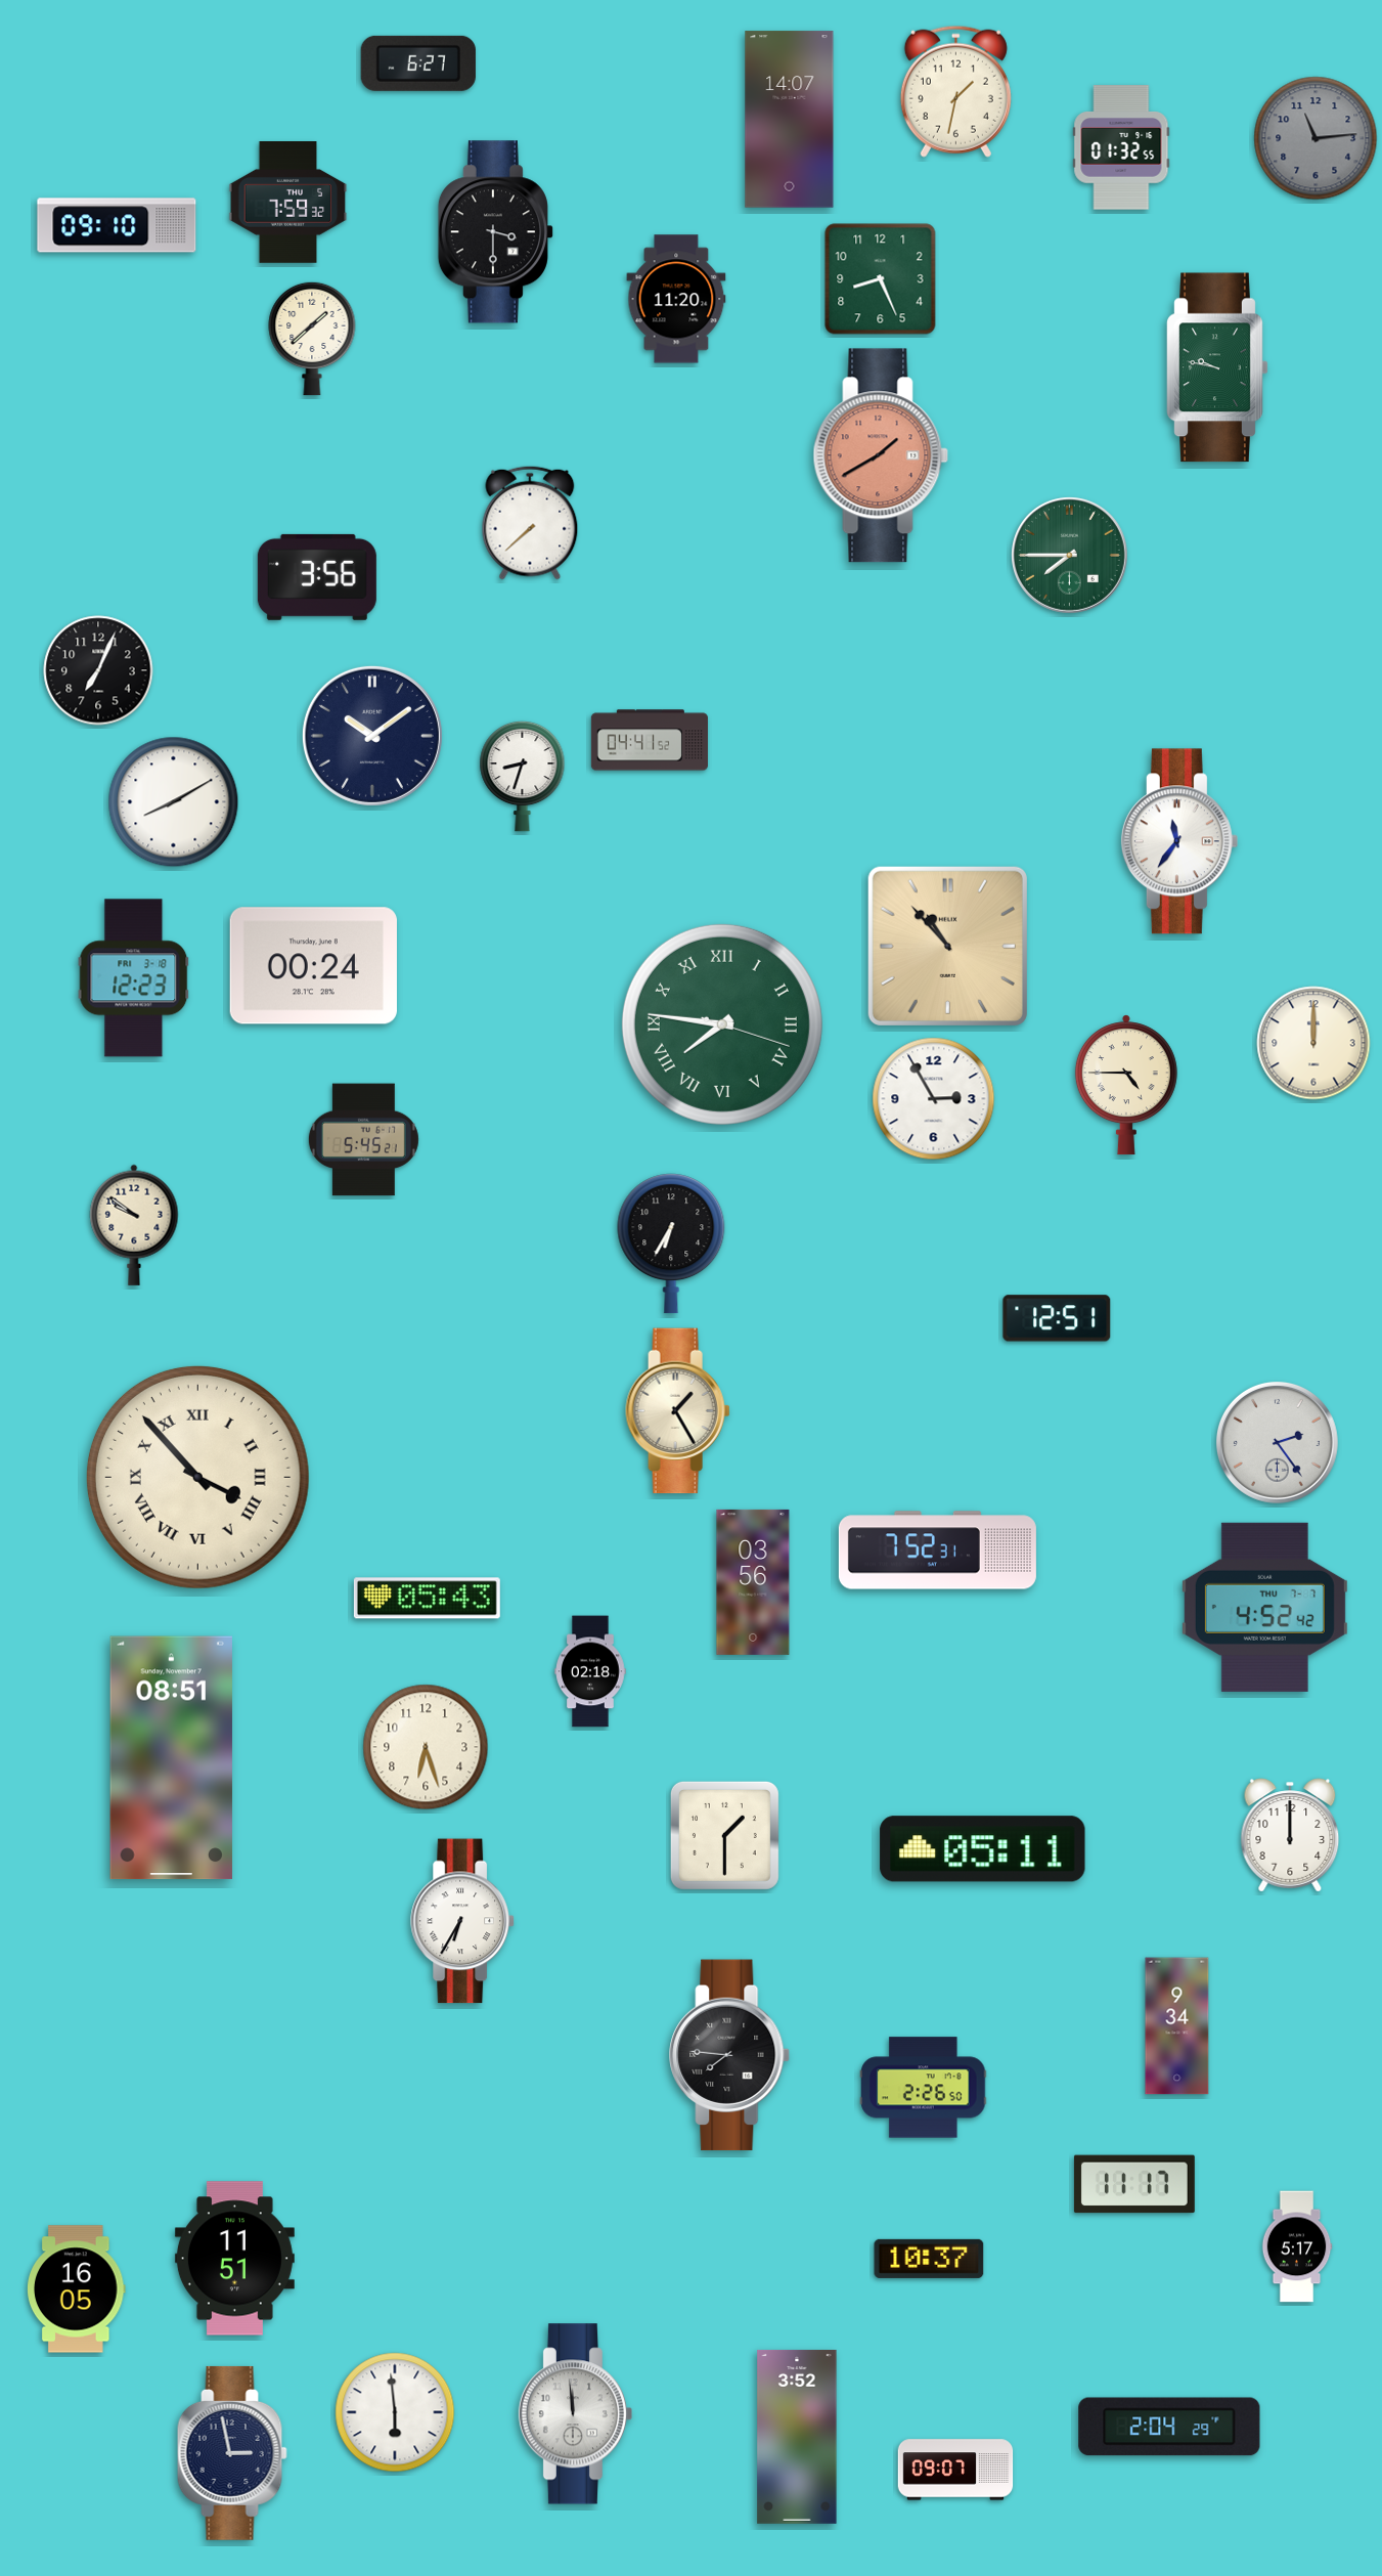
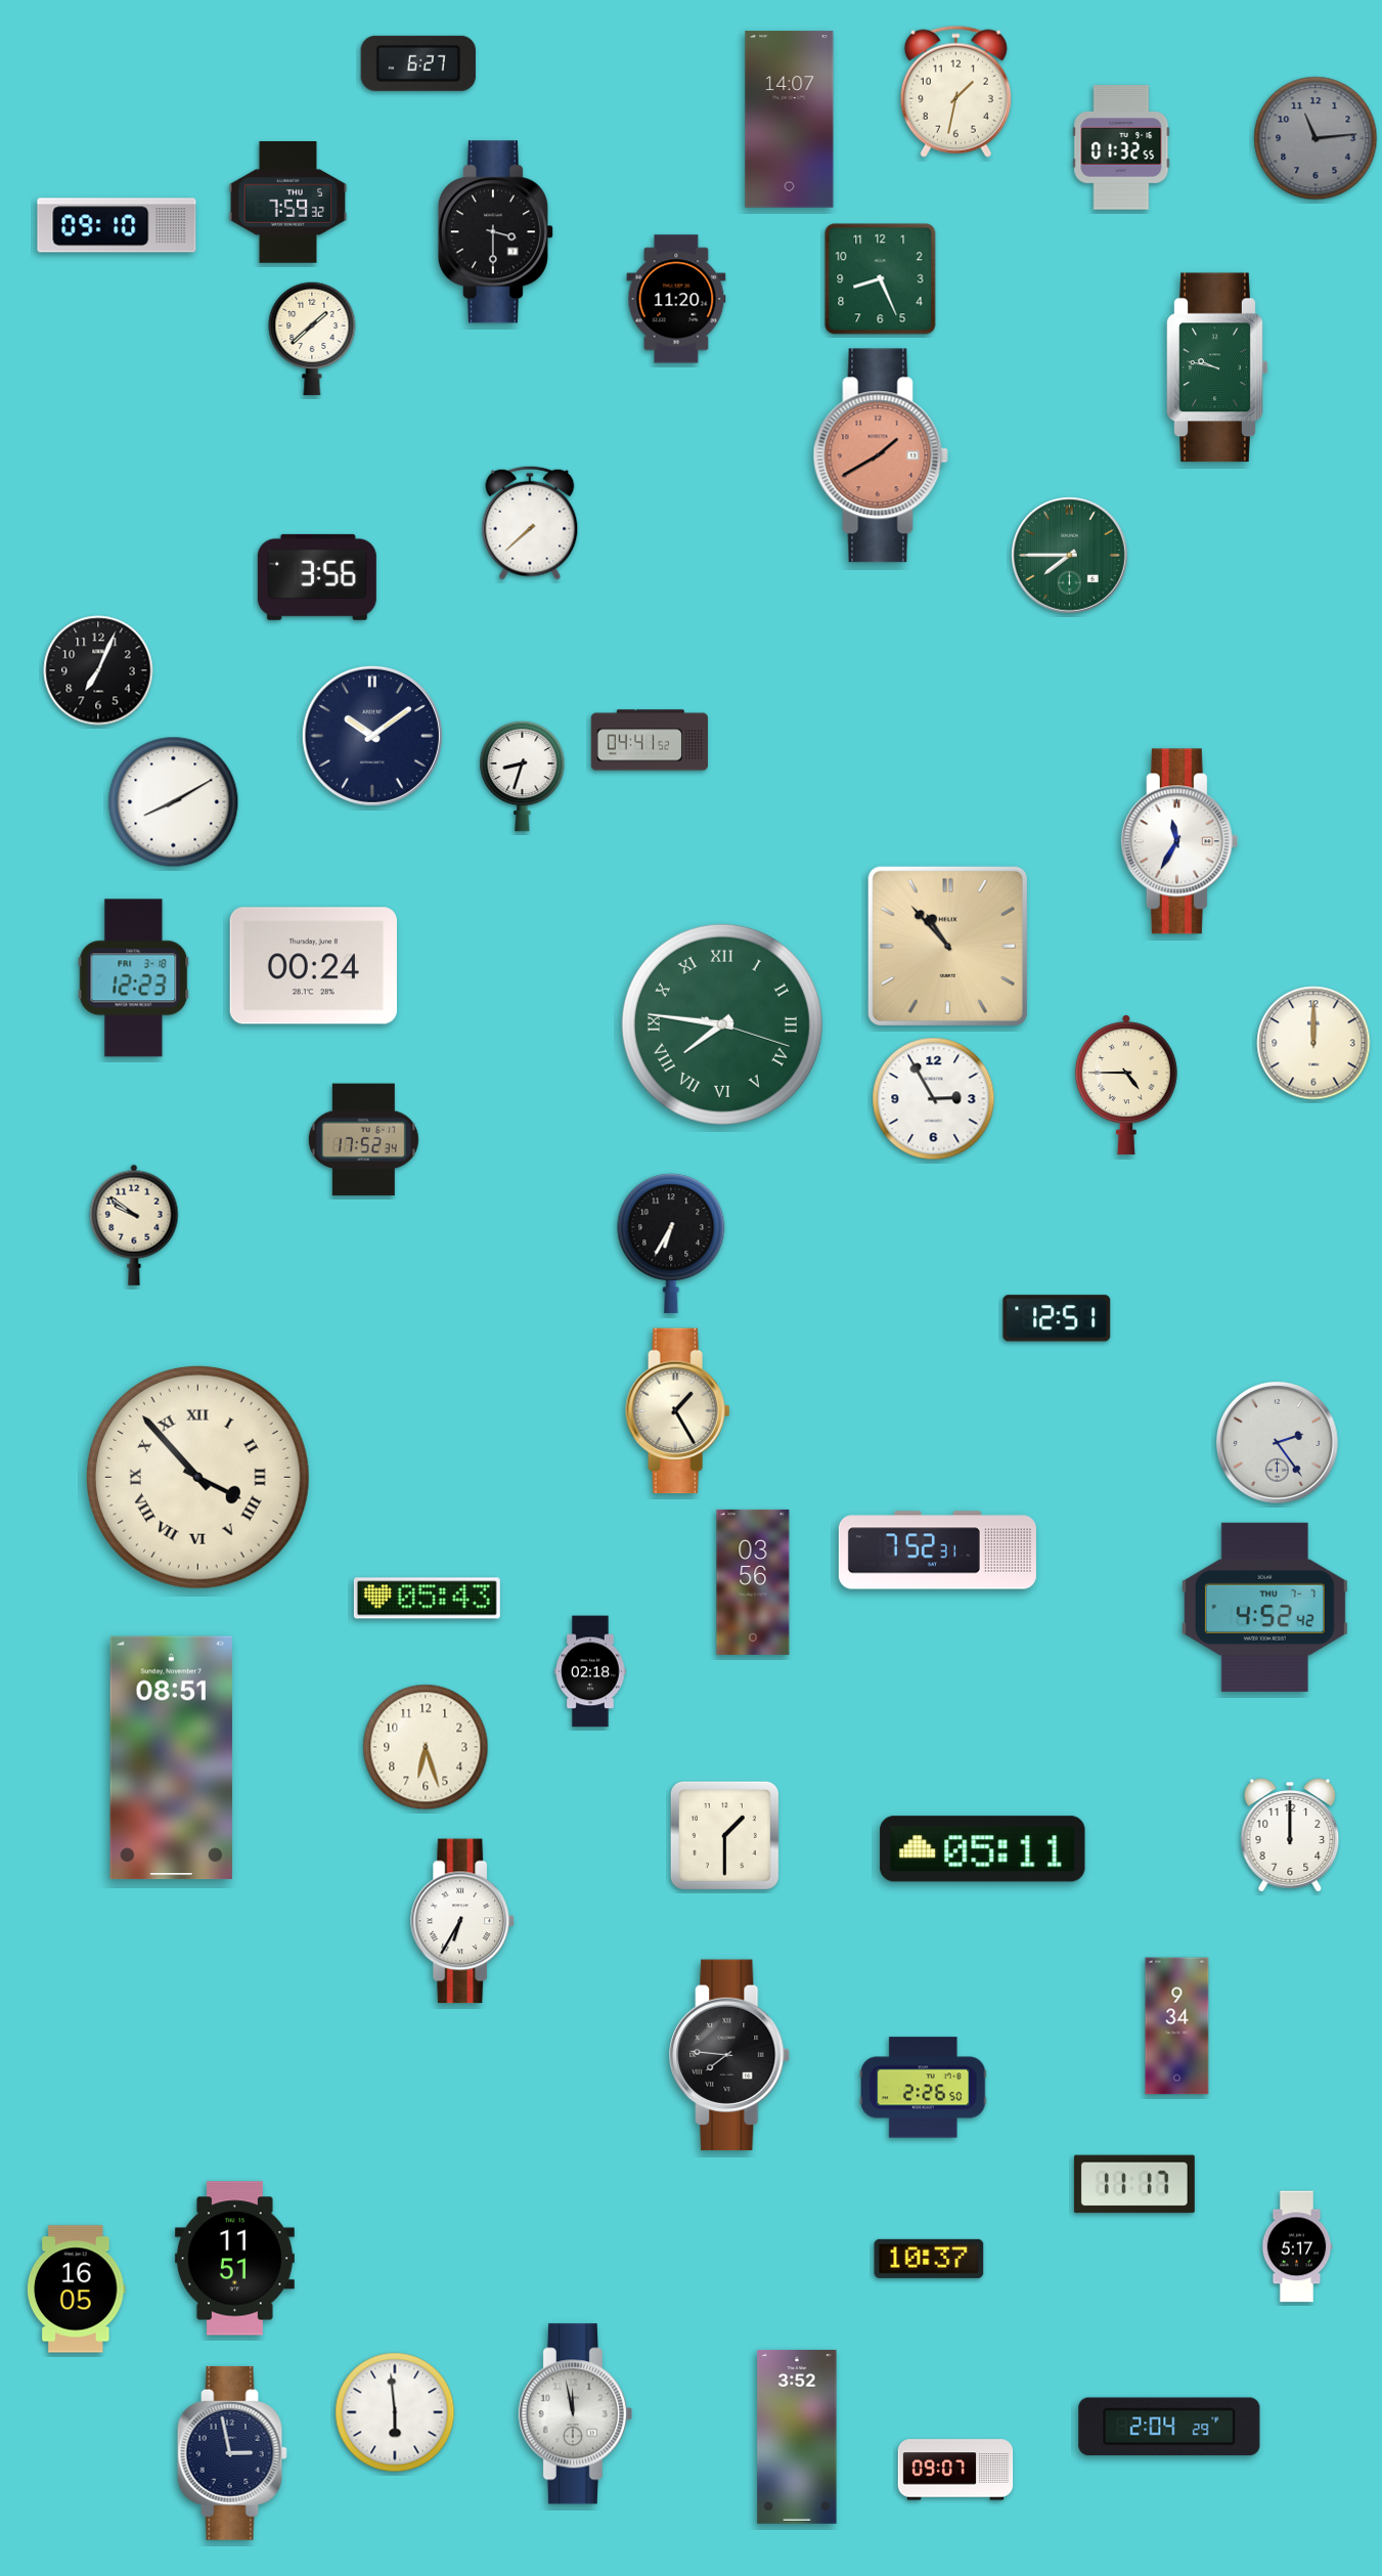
clock at (1179, 841): 11:36 -> 11:35
clock at (363, 1140): 5:45 -> 17:52
clock at (575, 2414): 11:59 -> 11:58
